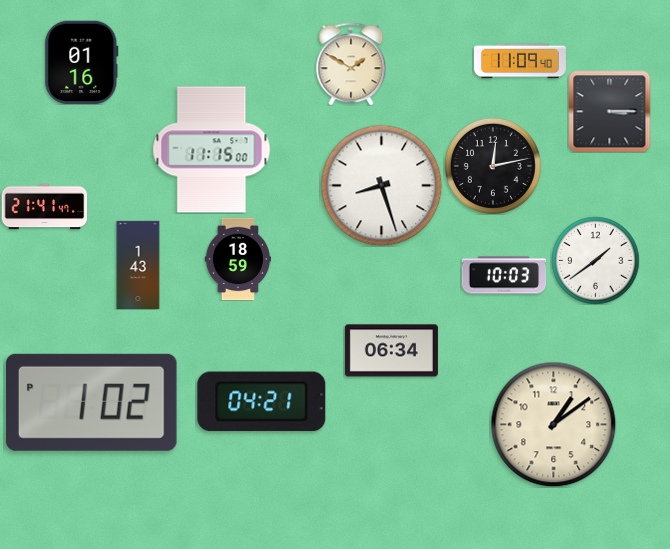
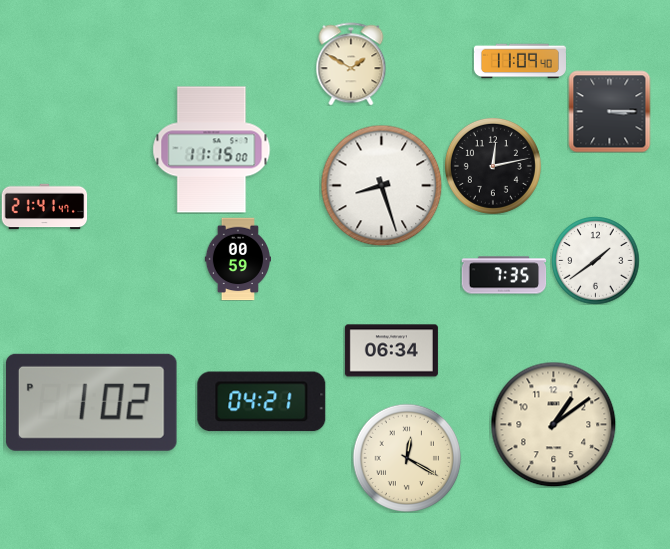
clock at (82, 62): 01:16 -> none
clock at (237, 259): 18:59 -> 00:59
clock at (138, 265): 1:43 -> none
clock at (504, 275): 10:03 -> 7:35
clock at (406, 457): none -> 12:20
